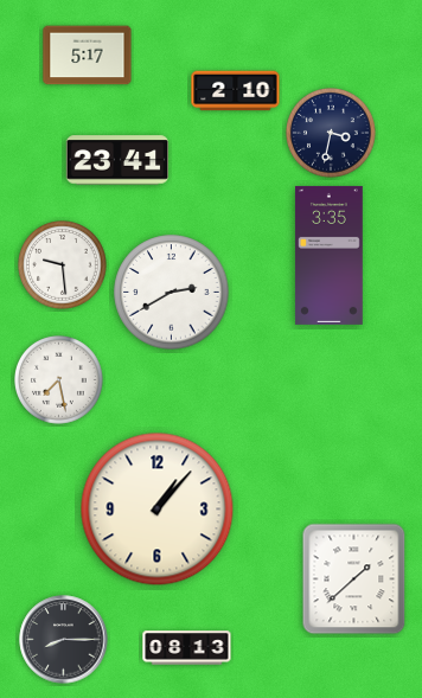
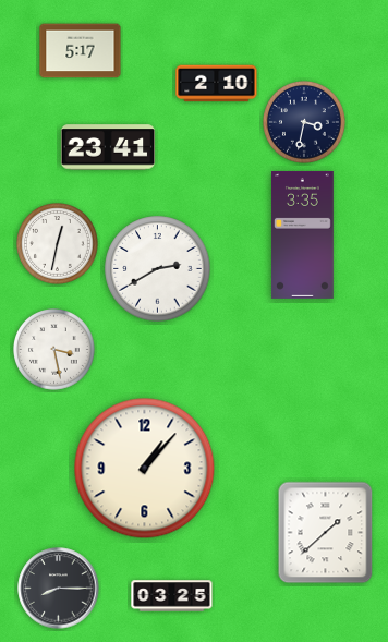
clock at (63, 265): 9:29 -> 12:32
clock at (59, 380): 7:28 -> 3:28
clock at (187, 648): 08:13 -> 03:25
